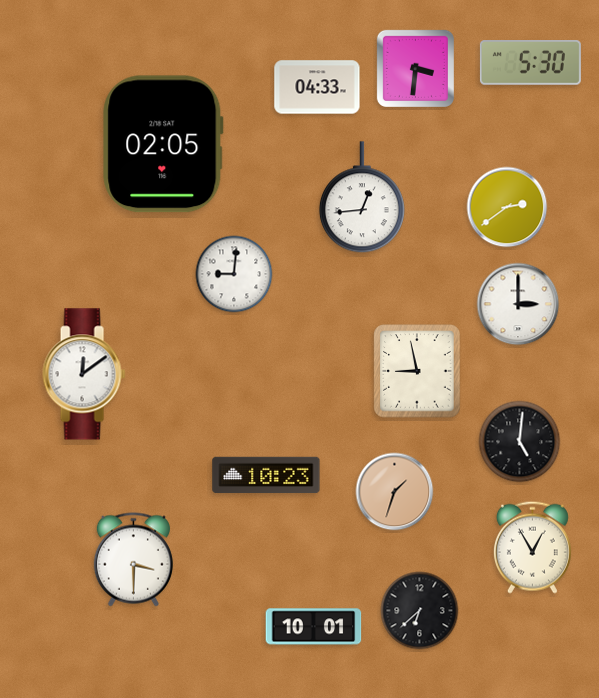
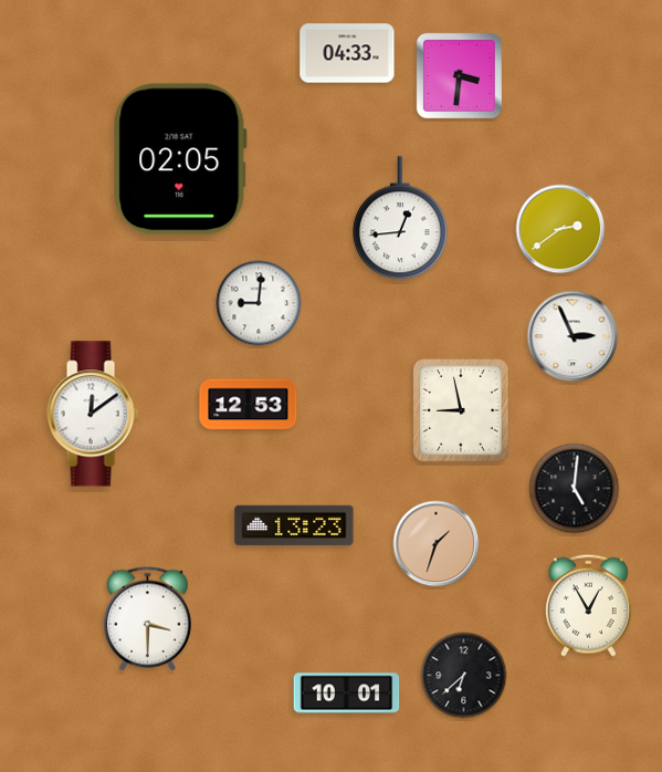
clock at (530, 63): 5:30 -> none
clock at (317, 87) position: (317, 87) -> (347, 53)
clock at (518, 304): 3:00 -> 2:56
clock at (249, 405): none -> 12:53
clock at (266, 475): 10:23 -> 13:23
